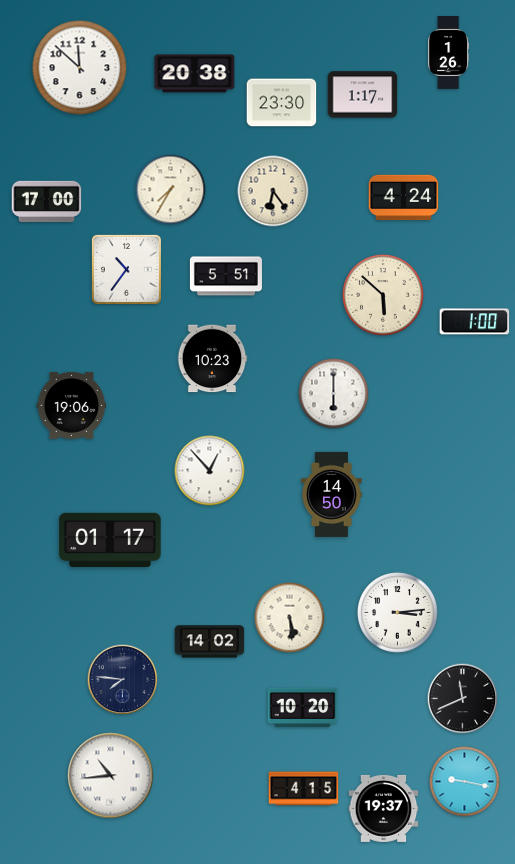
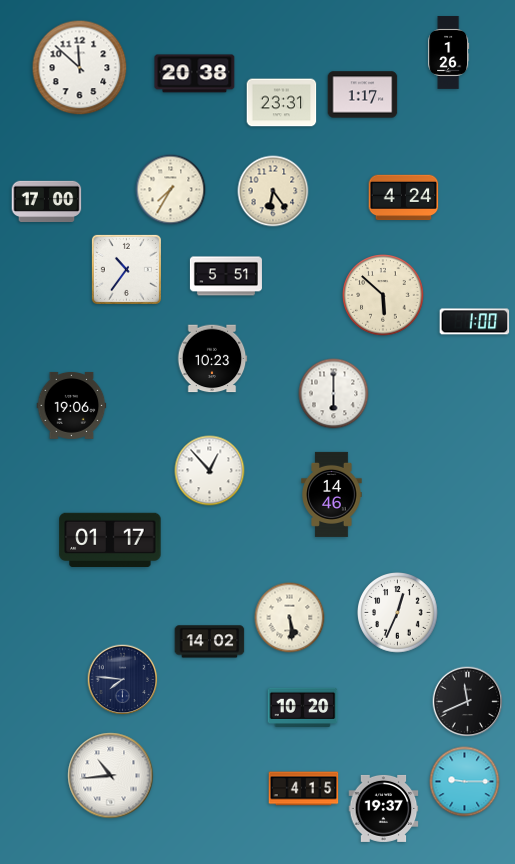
clock at (282, 103): 23:30 -> 23:31
clock at (332, 494): 14:50 -> 14:46
clock at (398, 613): 3:14 -> 12:34
clock at (463, 699) position: (463, 699) -> (468, 702)
clock at (465, 782): 9:17 -> 9:15
